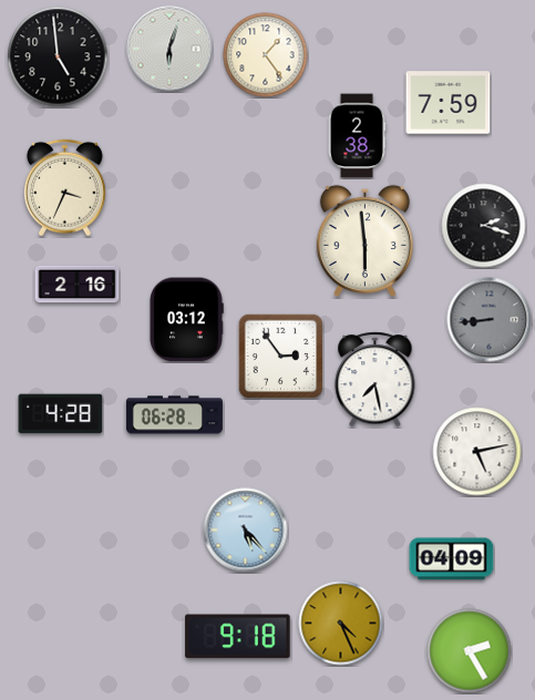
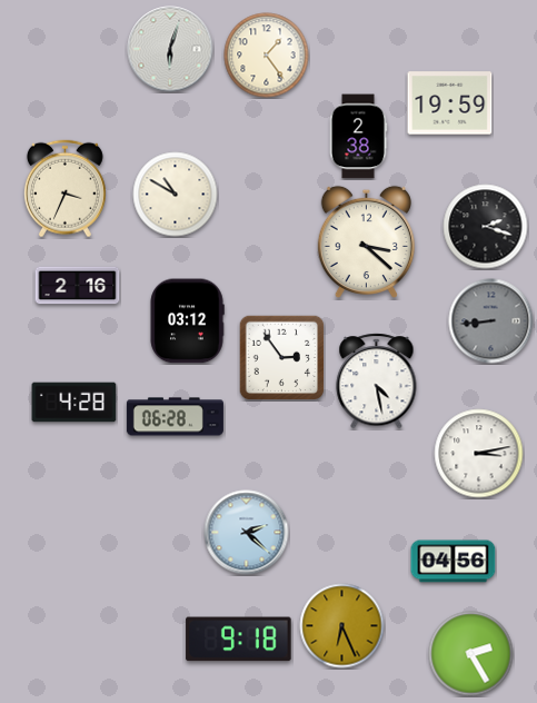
clock at (58, 56): 4:59 -> none
clock at (449, 103): 7:59 -> 19:59
clock at (176, 195): none -> 10:50
clock at (364, 241): 5:59 -> 3:22
clock at (375, 380): 7:28 -> 4:28
clock at (61, 414) position: (61, 414) -> (74, 403)
clock at (477, 452): 5:13 -> 3:13
clock at (246, 531): 5:23 -> 2:22
clock at (452, 559): 04:09 -> 04:56
clock at (341, 624): 4:26 -> 6:26
